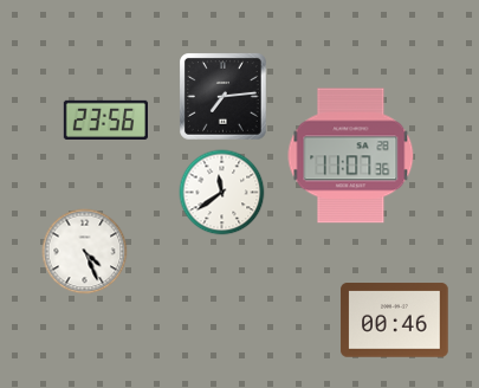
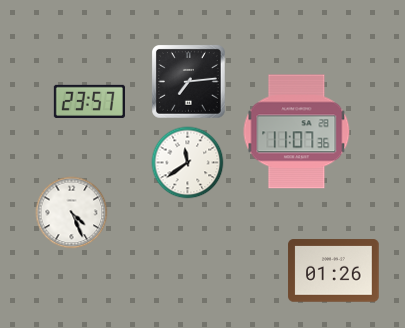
clock at (105, 119): 23:56 -> 23:57
clock at (395, 321): 00:46 -> 01:26
